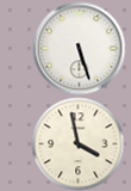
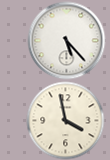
clock at (79, 48): 5:27 -> 5:23
